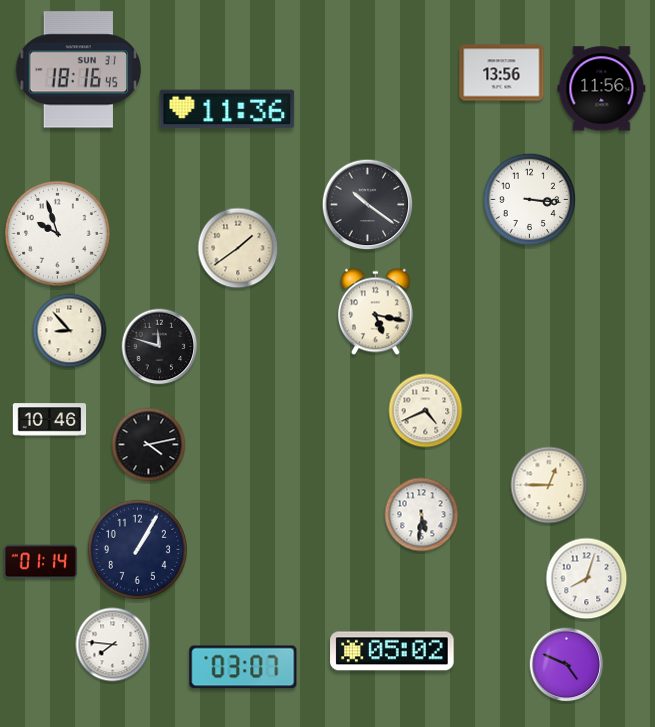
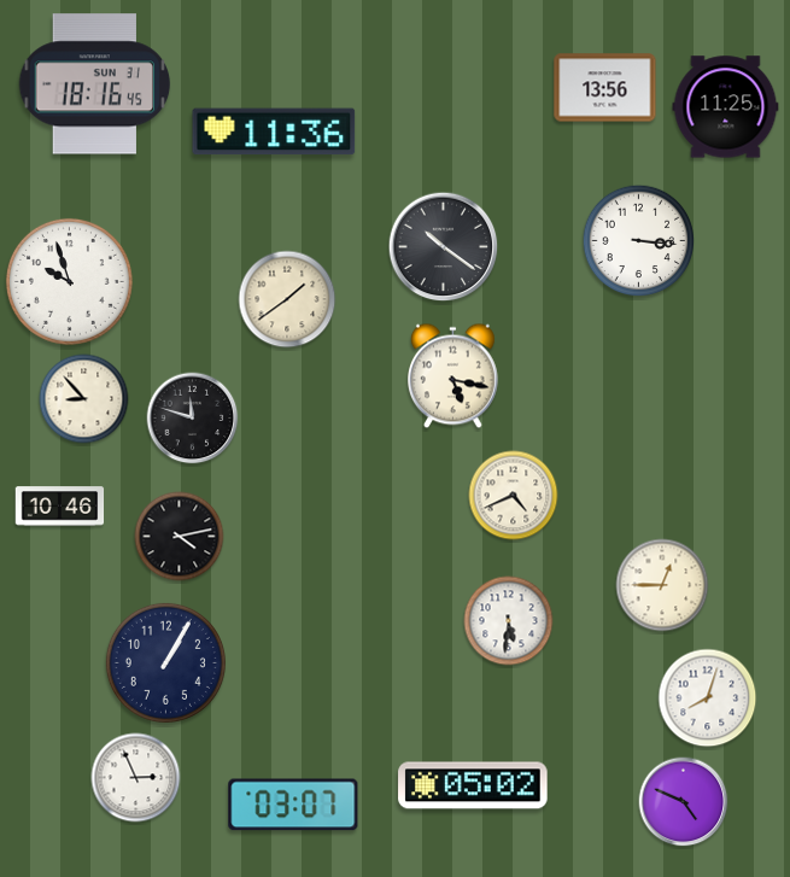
clock at (602, 89): 11:56 -> 11:25
clock at (41, 562): 01:14 -> none
clock at (113, 645): 7:46 -> 2:56
